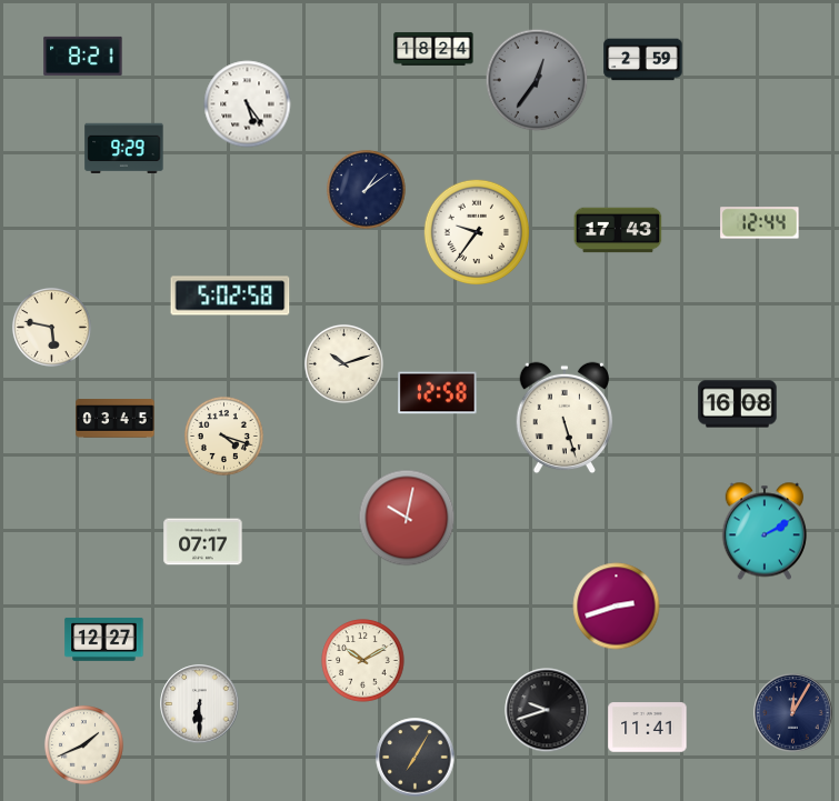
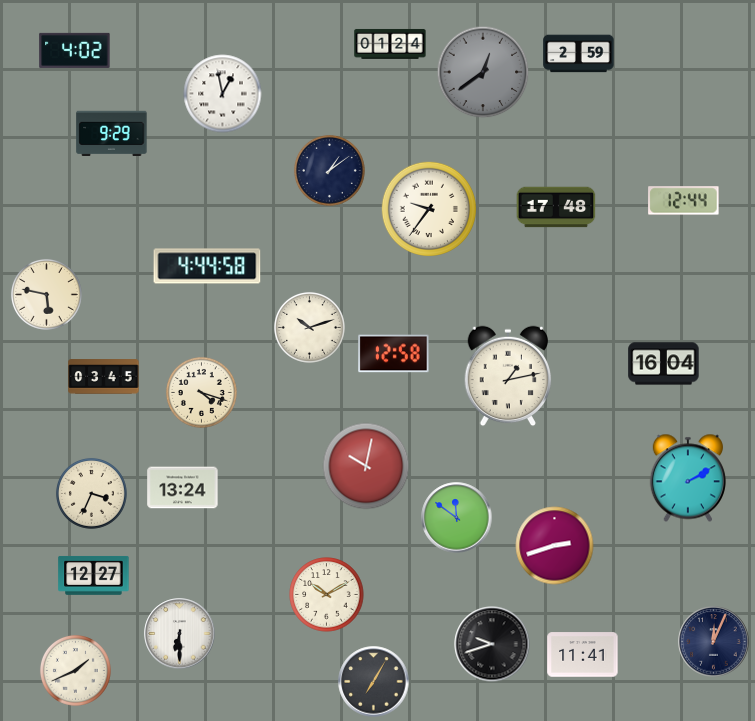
clock at (433, 49): 18:24 -> 01:24
clock at (83, 56): 8:21 -> 4:02
clock at (537, 80): 12:36 -> 12:39
clock at (248, 104): 5:24 -> 12:58
clock at (618, 230): 17:43 -> 17:48
clock at (230, 296): 5:02 -> 4:44
clock at (738, 404): 16:08 -> 16:04
clock at (565, 418): 5:27 -> 1:13
clock at (203, 542): 07:17 -> 13:24
clock at (91, 493): none -> 3:34
clock at (457, 518): none -> 11:51
clock at (547, 710) position: (547, 710) -> (492, 644)
clock at (793, 713): 12:05 -> 12:04
